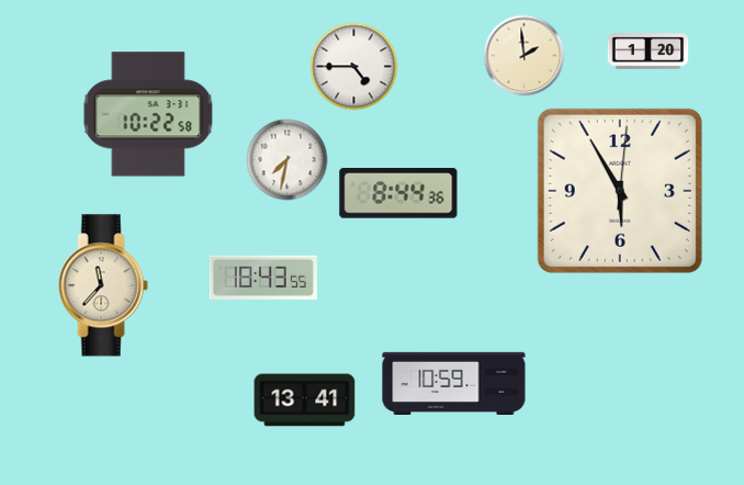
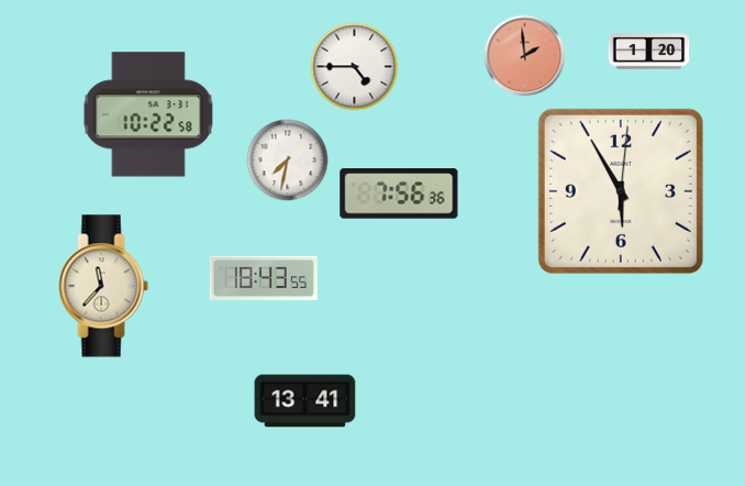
clock at (525, 56) dial: cream -> salmon
clock at (398, 193): 8:44 -> 7:56
clock at (454, 383): 10:59 -> none
